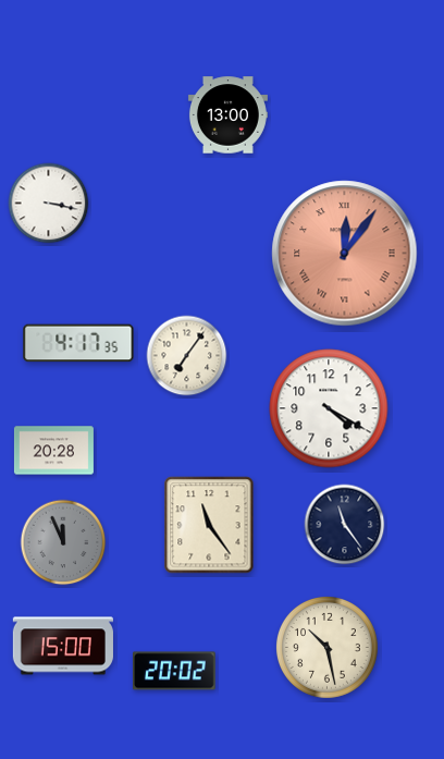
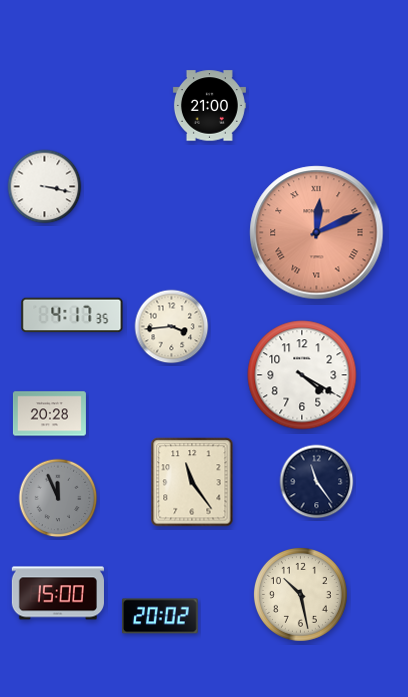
clock at (227, 115): 13:00 -> 21:00
clock at (345, 254): 12:06 -> 12:11
clock at (187, 356): 7:06 -> 3:44
